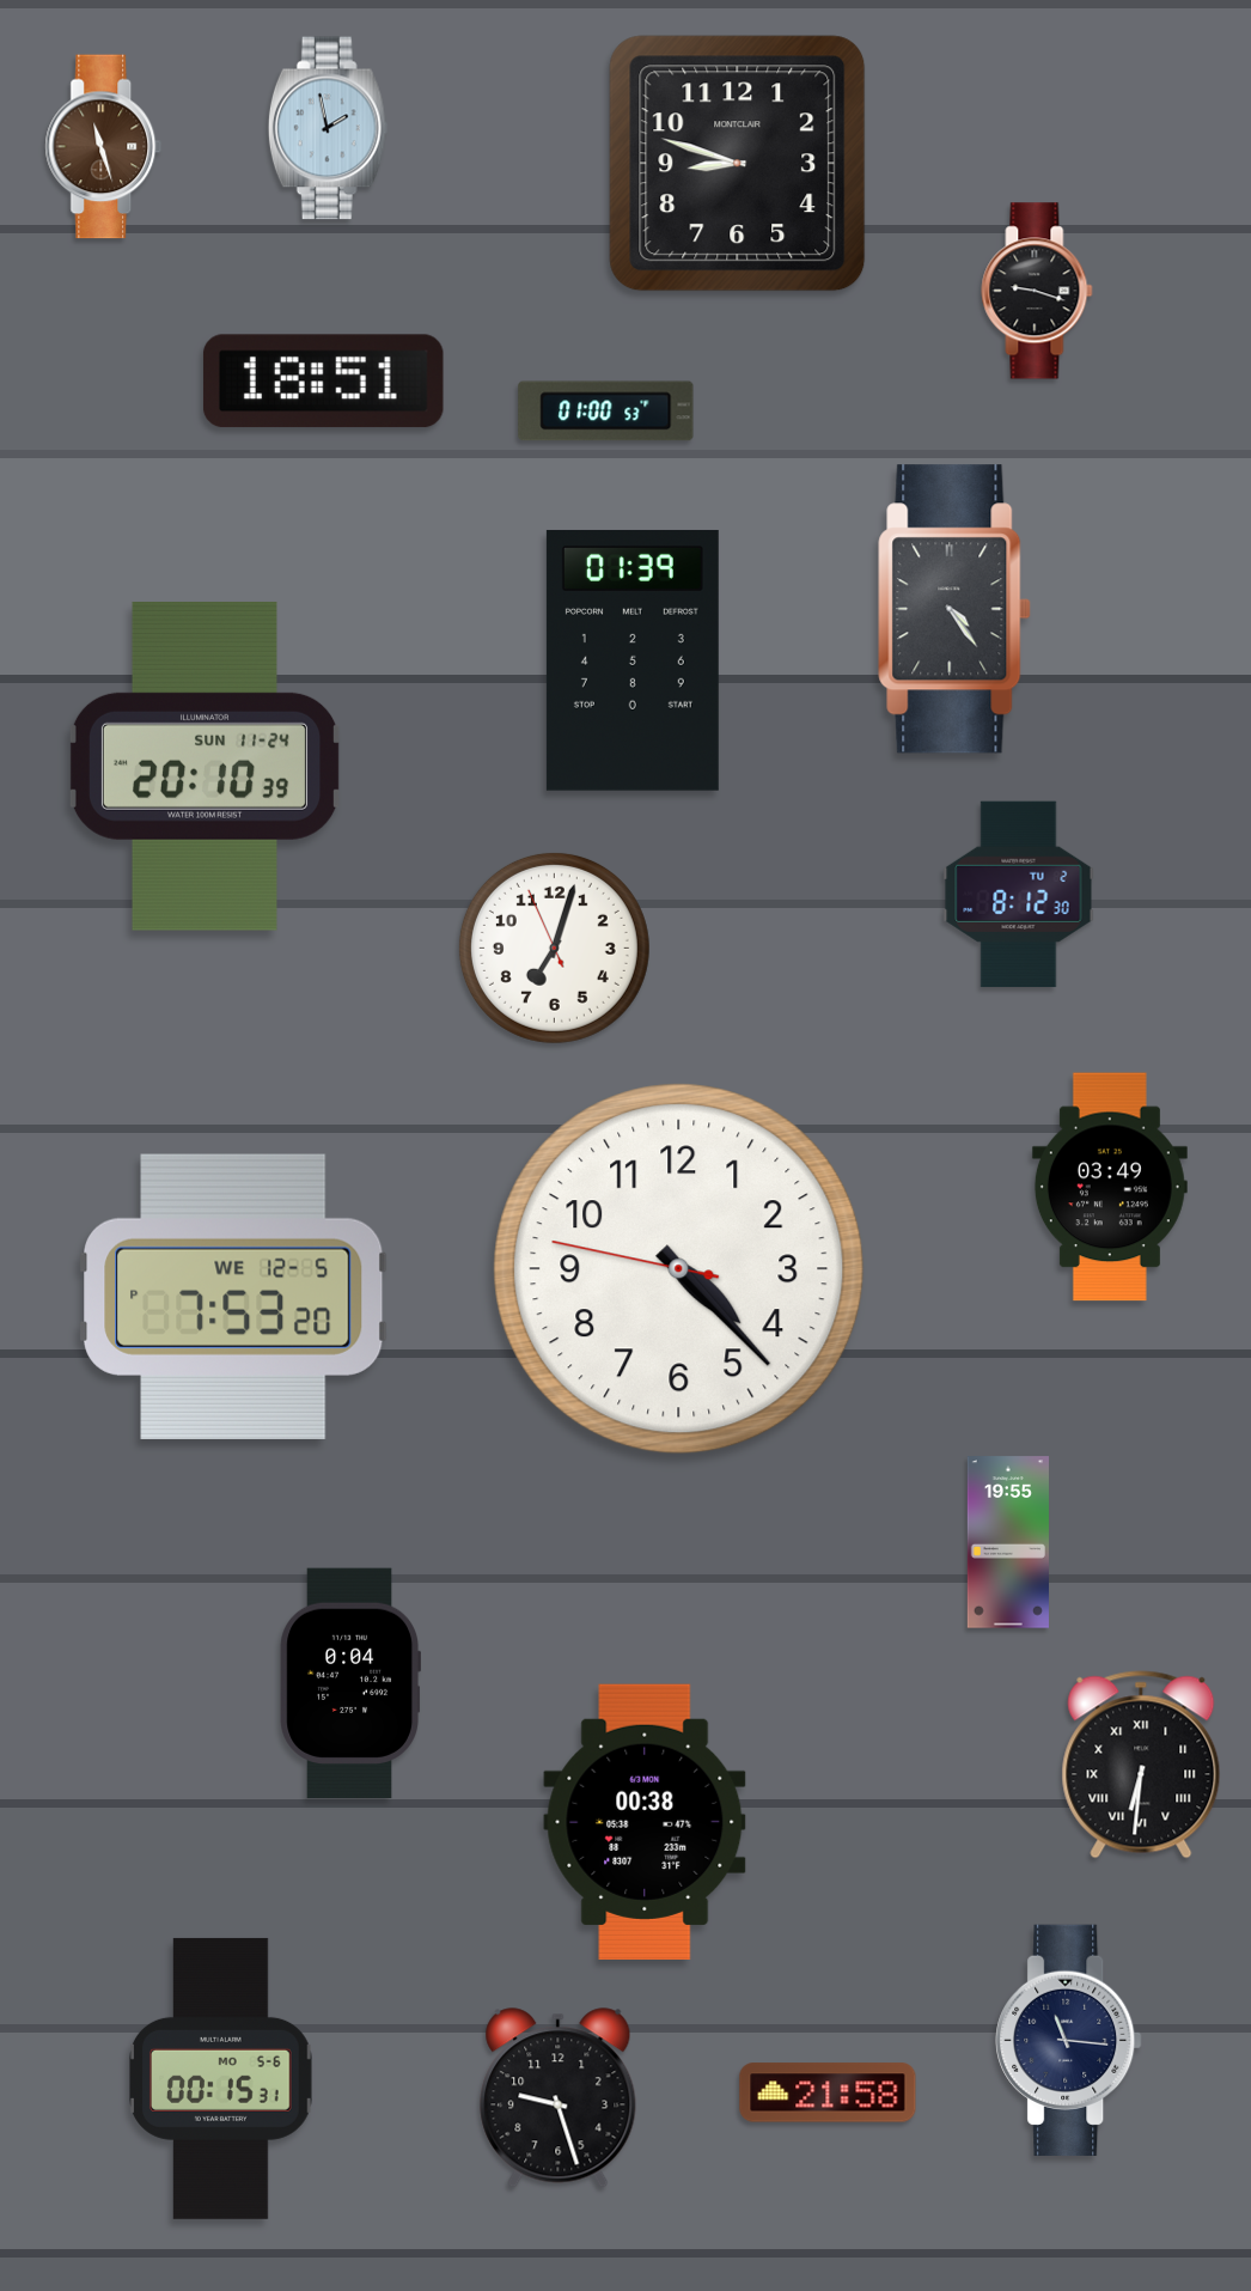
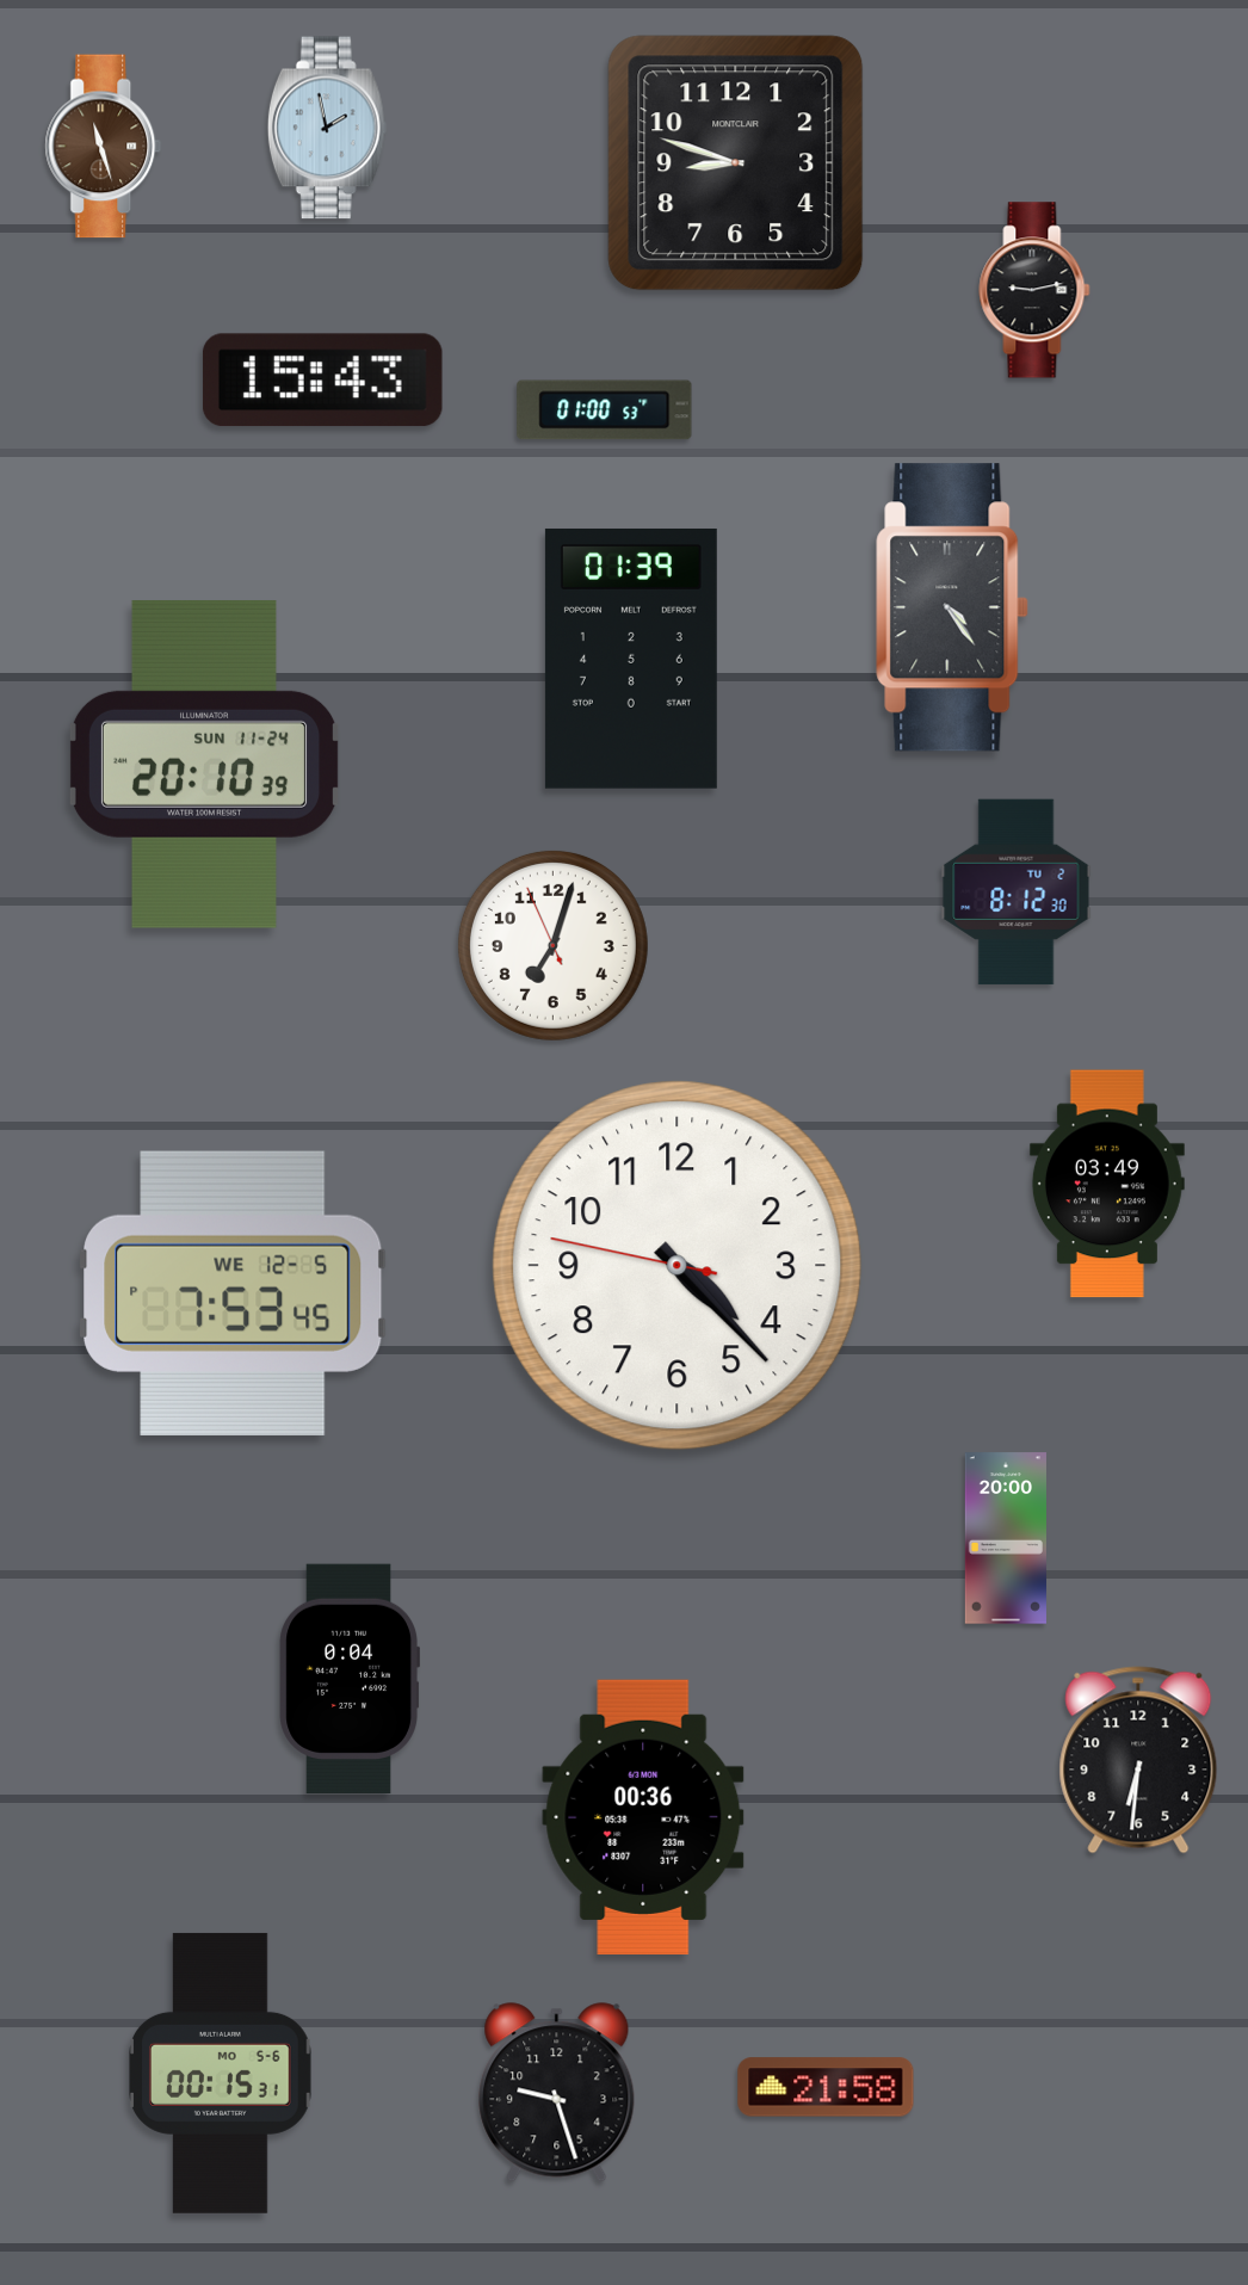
clock at (1037, 291): 9:18 -> 9:13
clock at (323, 382): 18:51 -> 15:43
clock at (233, 1297): 7:53:20 PM -> 7:53:45 PM
clock at (1008, 1542): 19:55 -> 20:00
clock at (1141, 1765) numerals: Roman -> Arabic
clock at (645, 1822): 00:38 -> 00:36
clock at (1069, 2040): 11:16 -> none
